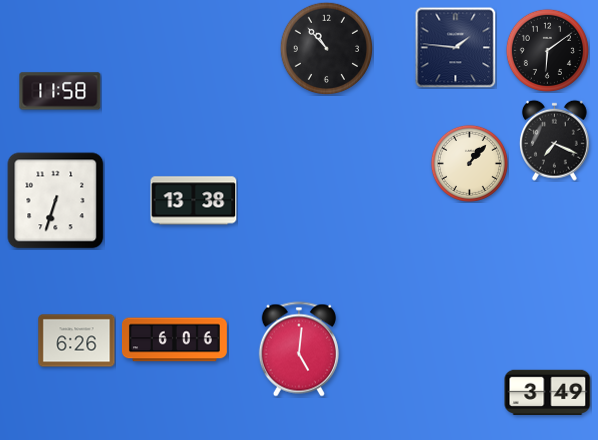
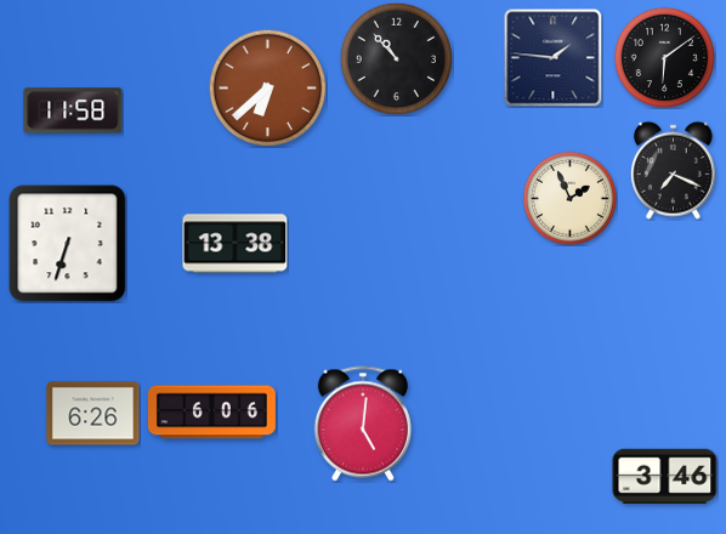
clock at (547, 50) position: (547, 50) -> (664, 57)
clock at (267, 87): none -> 6:38
clock at (469, 163): 1:07 -> 1:56
clock at (548, 392): 3:49 -> 3:46
